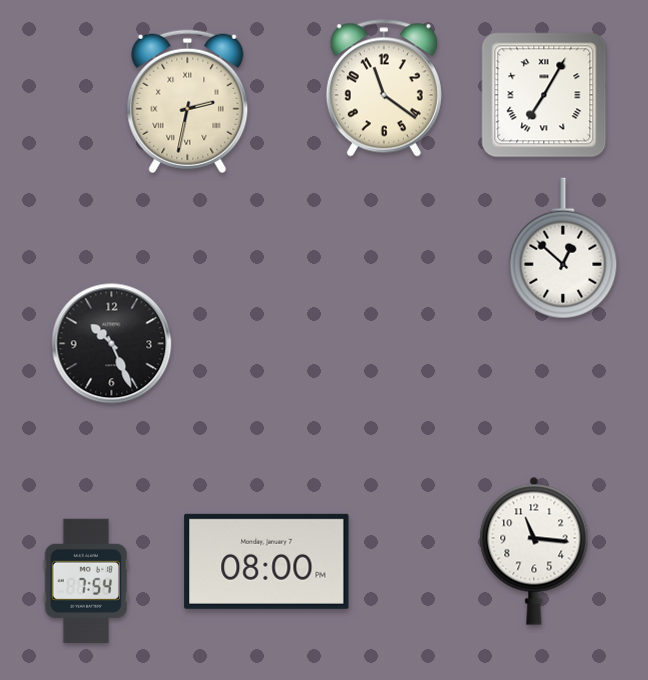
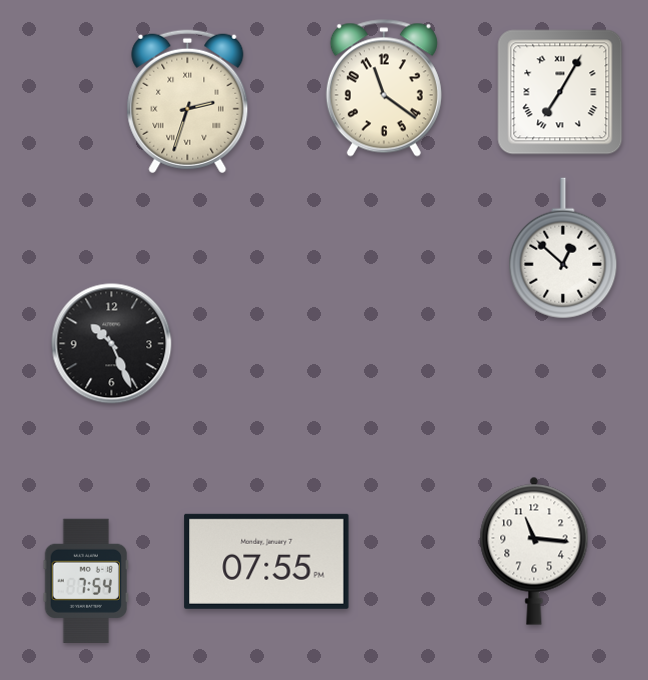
clock at (544, 95) position: (544, 95) -> (560, 92)
clock at (188, 102): 2:32 -> 2:33
clock at (267, 561): 08:00 -> 07:55
